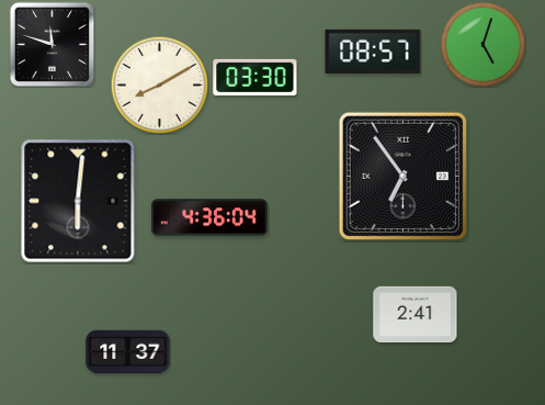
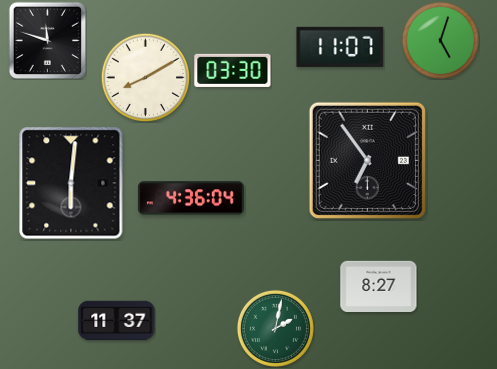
clock at (373, 52): 08:57 -> 11:07
clock at (416, 314): 2:41 -> 8:27
clock at (275, 328): none -> 2:02
